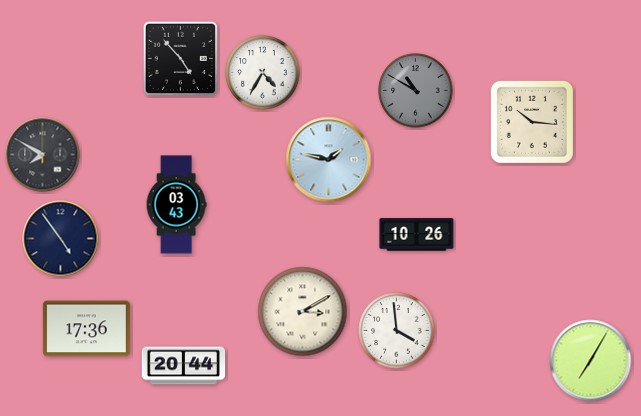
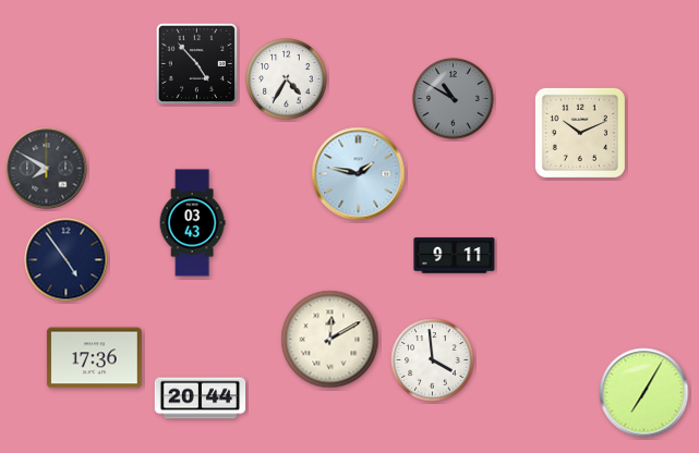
clock at (532, 122): 10:16 -> 10:11
clock at (417, 235): 10:26 -> 9:11
clock at (303, 312): 3:10 -> 12:10
